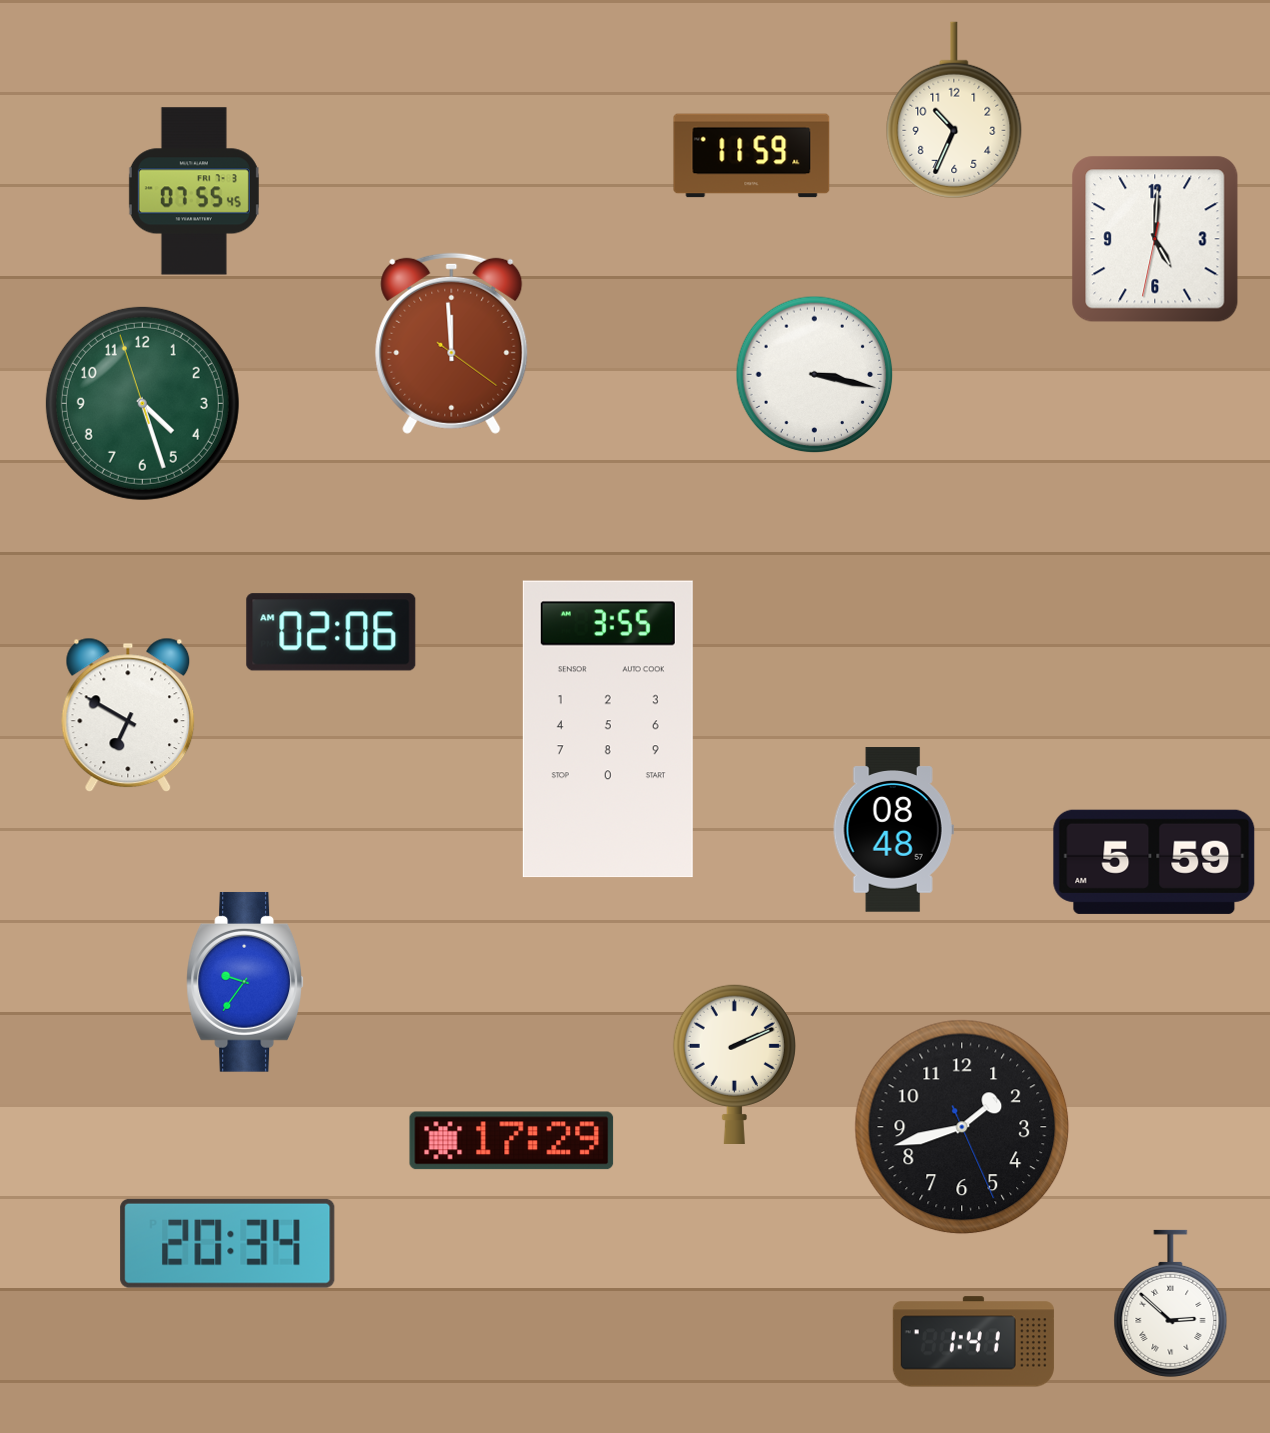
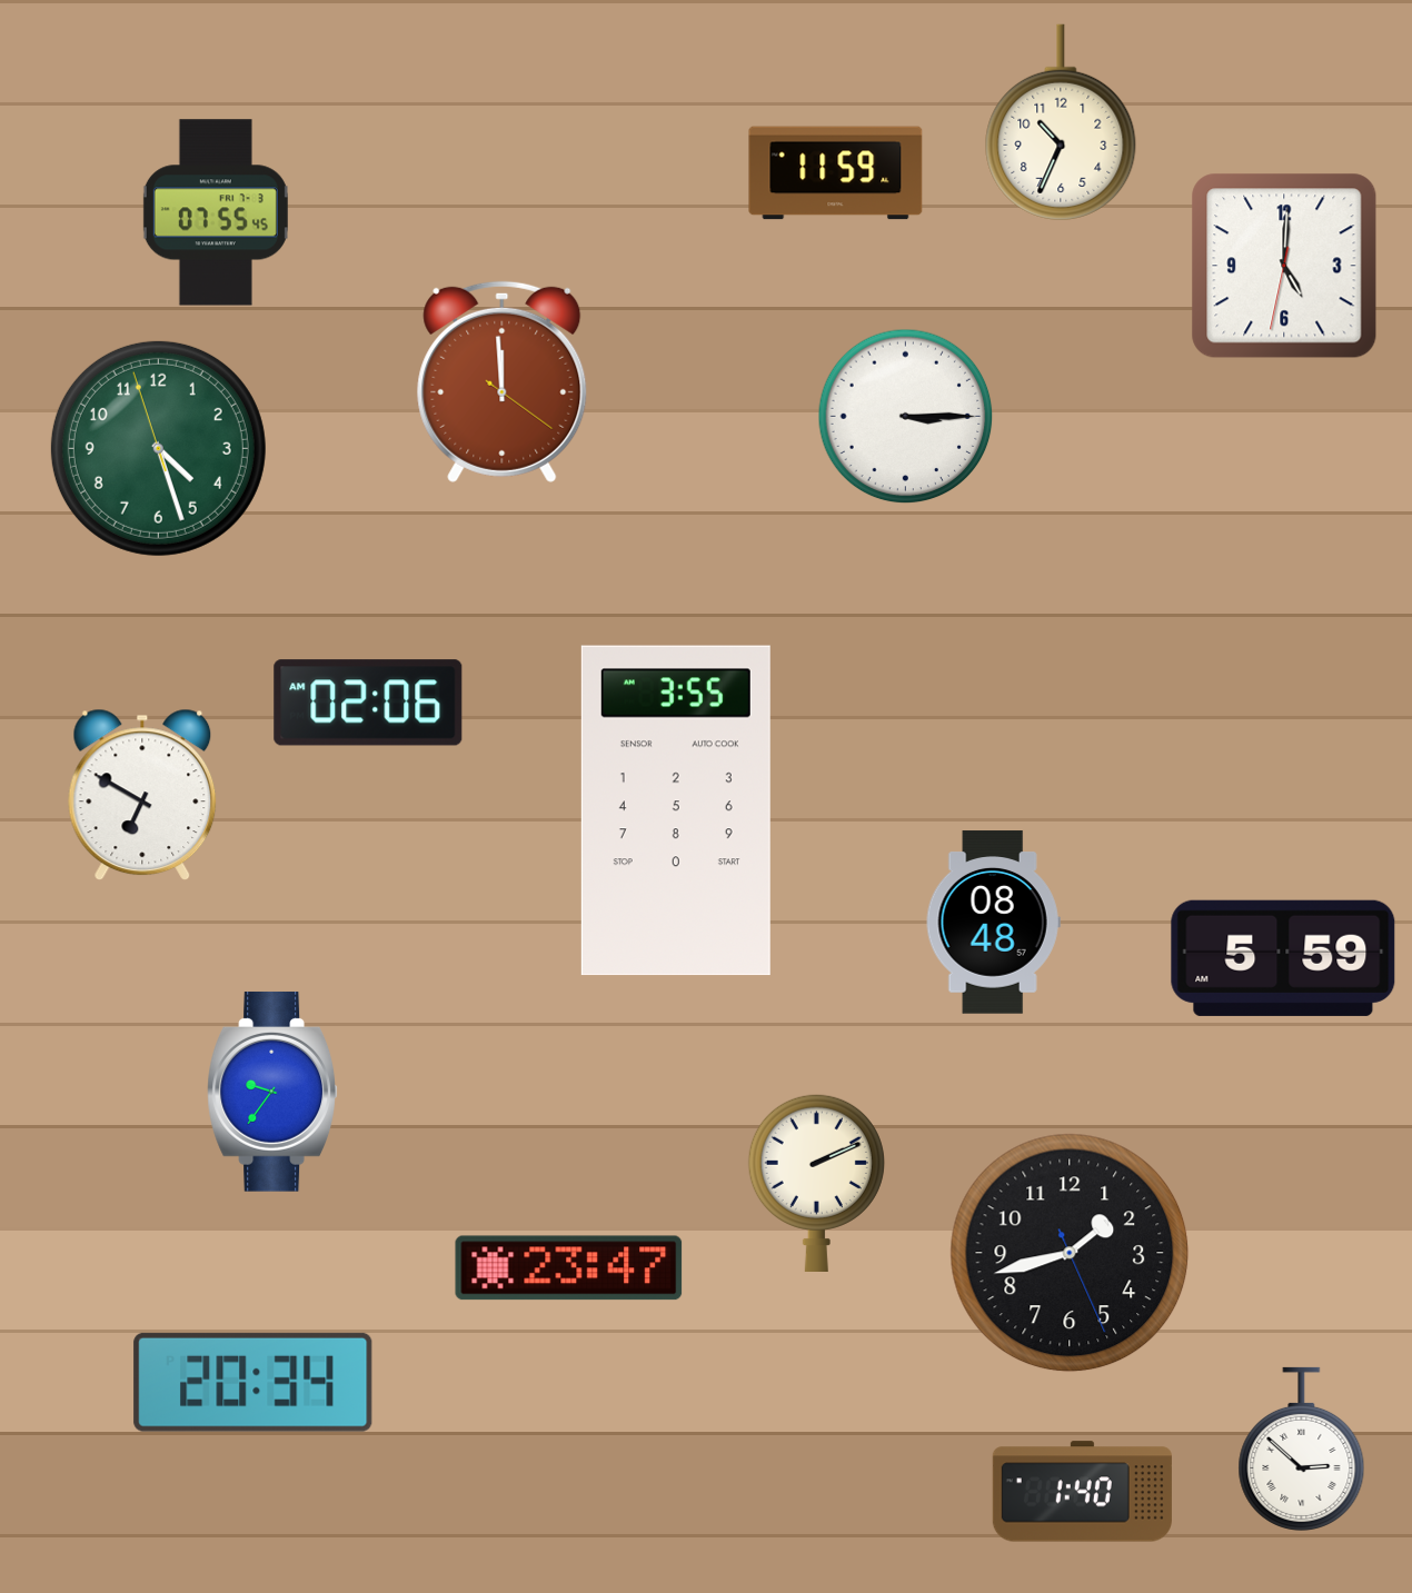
clock at (815, 375): 3:17 -> 3:15
clock at (512, 1141): 17:29 -> 23:47
clock at (973, 1342): 1:41 -> 1:40
